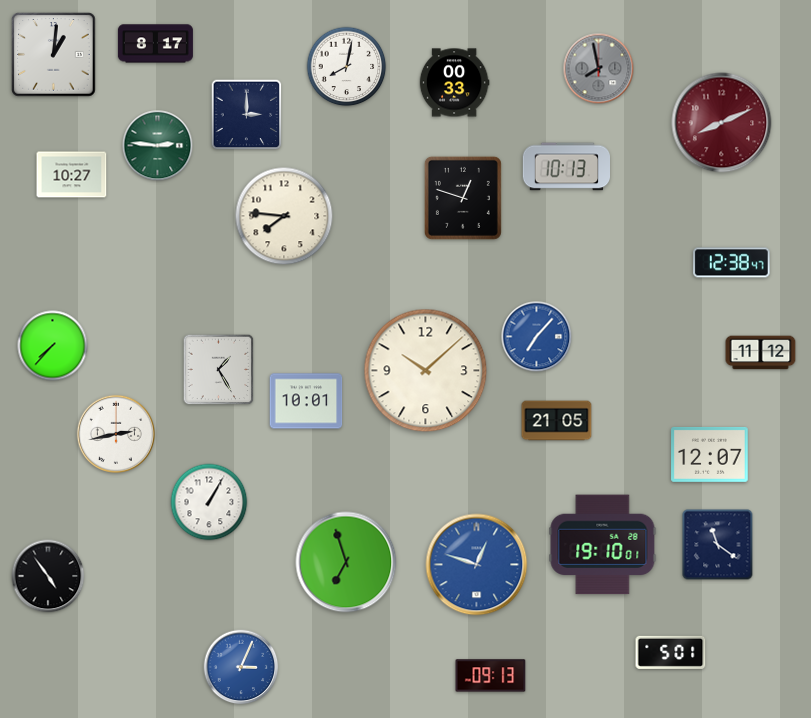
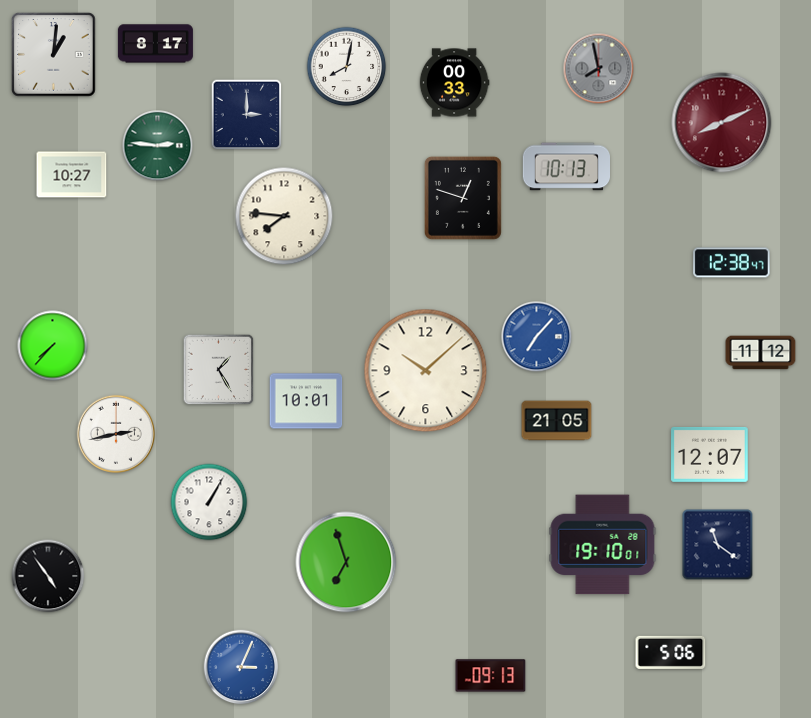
clock at (477, 565): 12:48 -> none
clock at (671, 652): 5:01 -> 5:06
